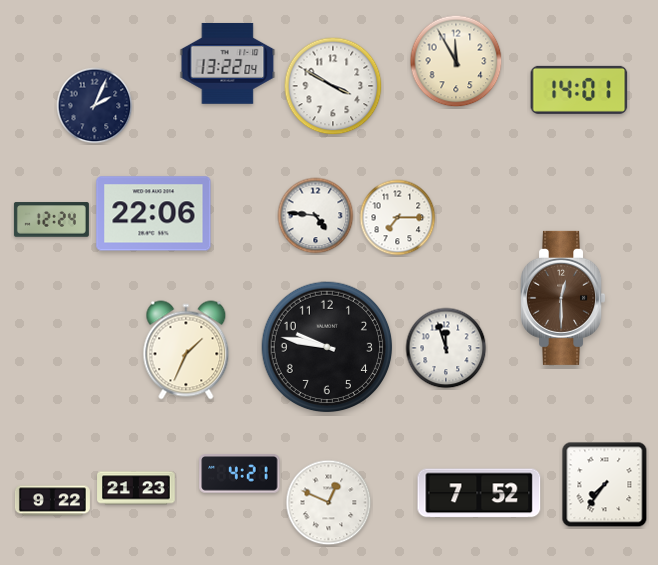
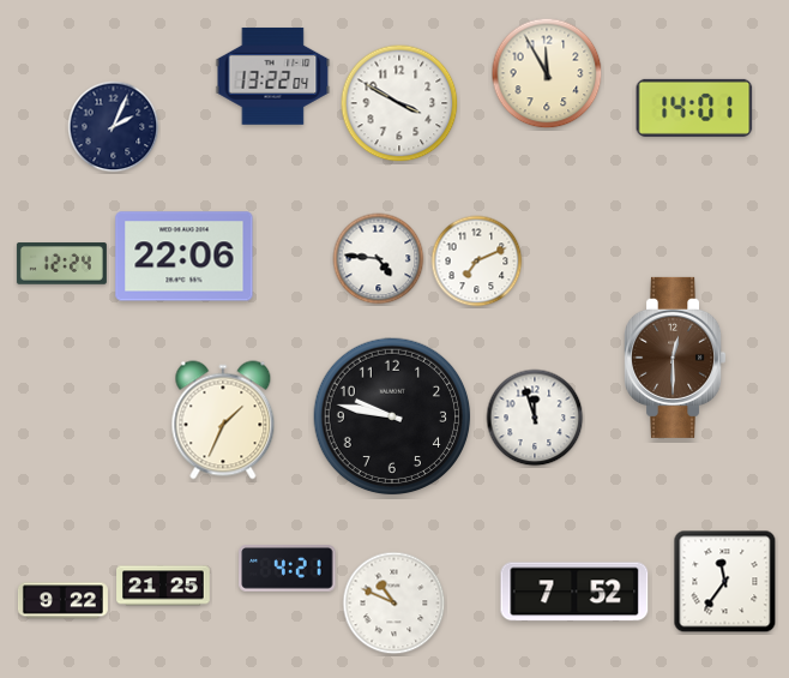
clock at (398, 218): 7:15 -> 7:11
clock at (605, 485): 7:36 -> 11:36
clock at (136, 488): 21:23 -> 21:25
clock at (329, 503): 12:49 -> 10:49
